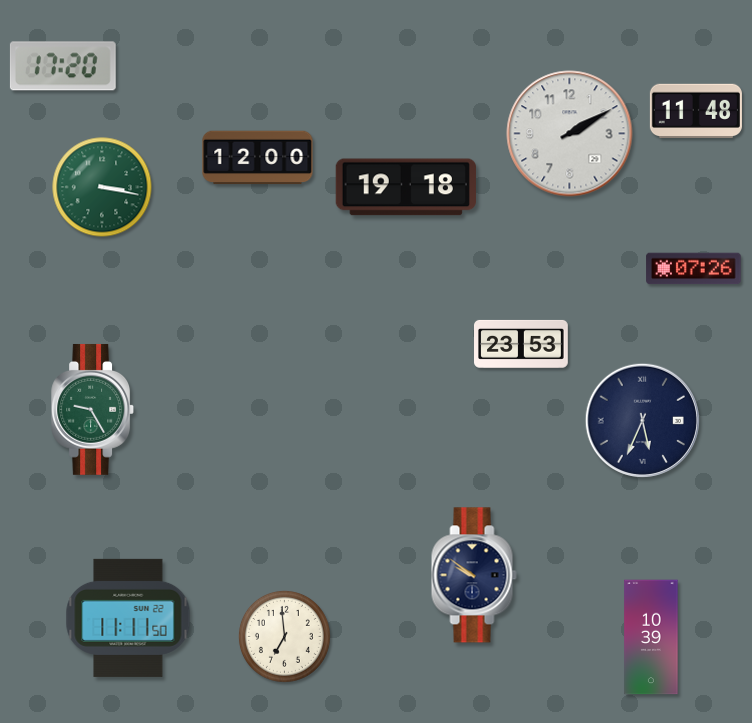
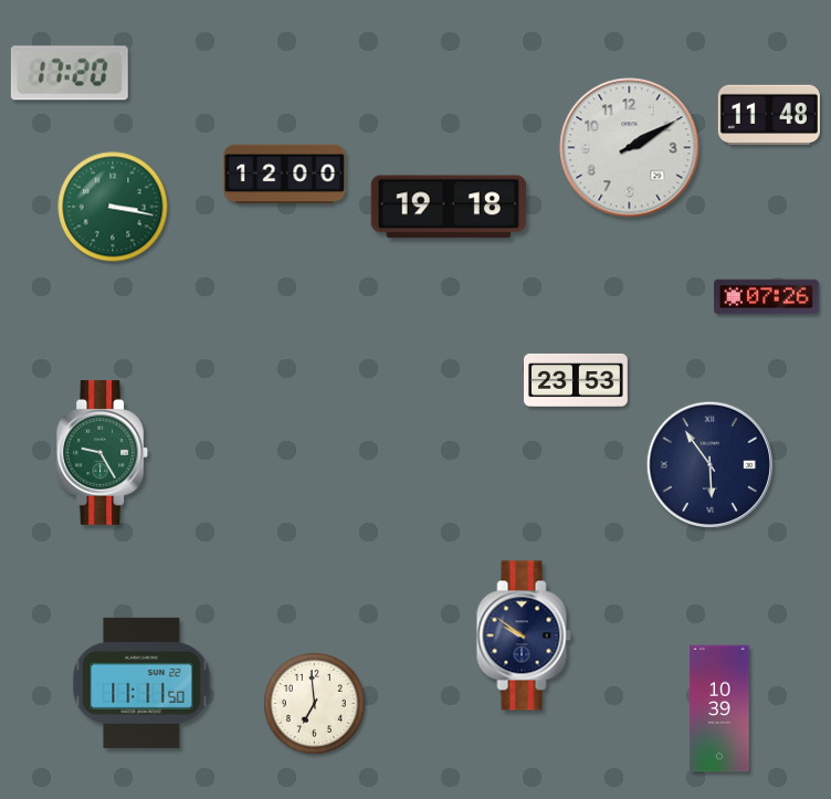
clock at (696, 111) position: (696, 111) -> (769, 115)
clock at (642, 420): 5:34 -> 5:54
clock at (651, 637) position: (651, 637) -> (719, 708)
